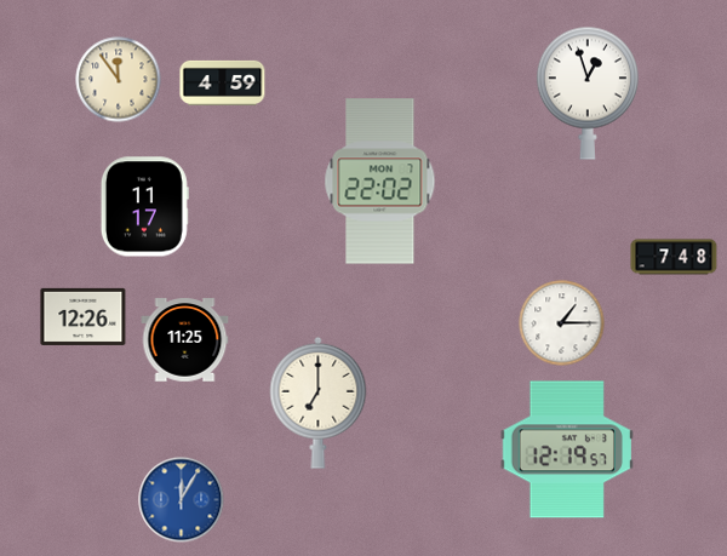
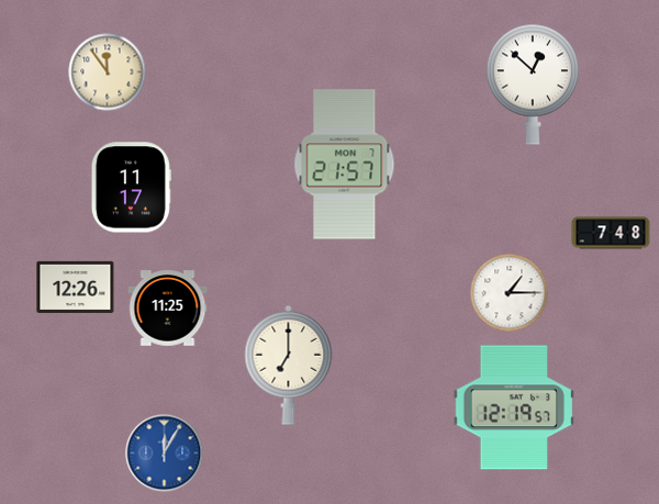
clock at (223, 82): 4:59 -> none
clock at (588, 93): 12:57 -> 12:52
clock at (380, 182): 22:02 -> 21:57
